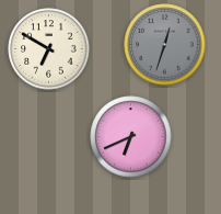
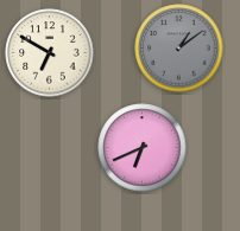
clock at (165, 45): 12:33 -> 1:09
clock at (49, 49) position: (49, 49) -> (50, 53)
